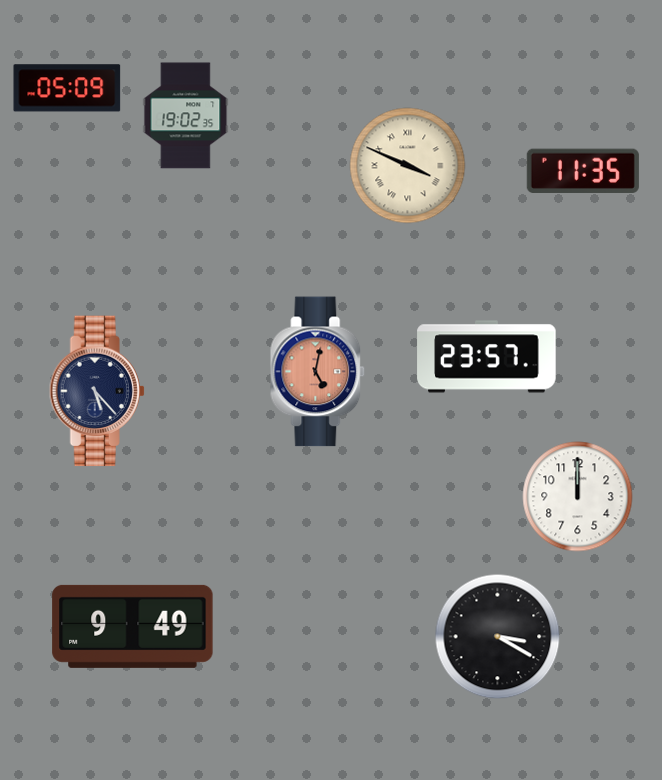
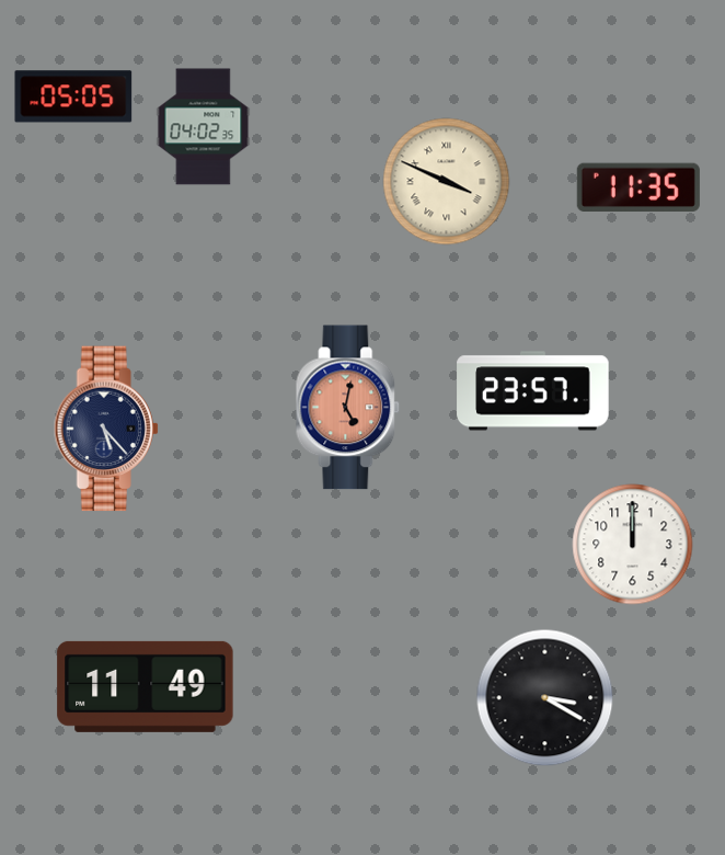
clock at (67, 88): 05:09 -> 05:05
clock at (186, 116): 19:02 -> 04:02
clock at (133, 626): 9:49 -> 11:49
